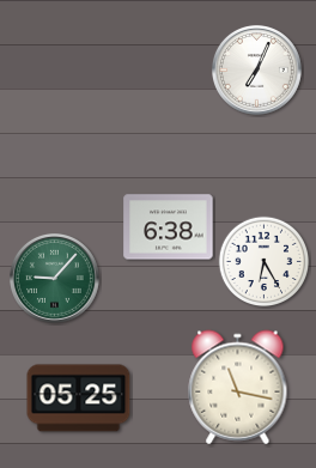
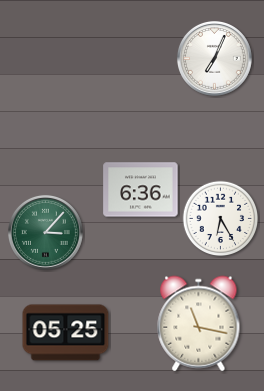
clock at (169, 227): 6:38 -> 6:36
clock at (54, 278): 9:07 -> 3:07
